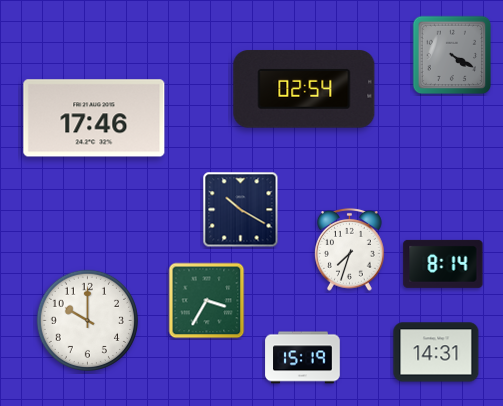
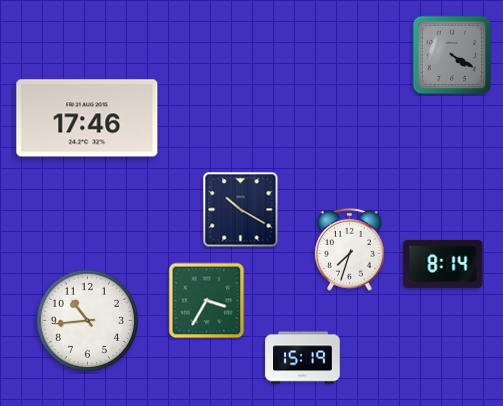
clock at (304, 89): 02:54 -> none
clock at (94, 118) position: (94, 118) -> (87, 118)
clock at (87, 320): 10:00 -> 10:44
clock at (436, 352): 14:31 -> none
